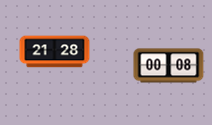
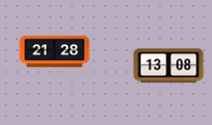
clock at (169, 66): 00:08 -> 13:08
